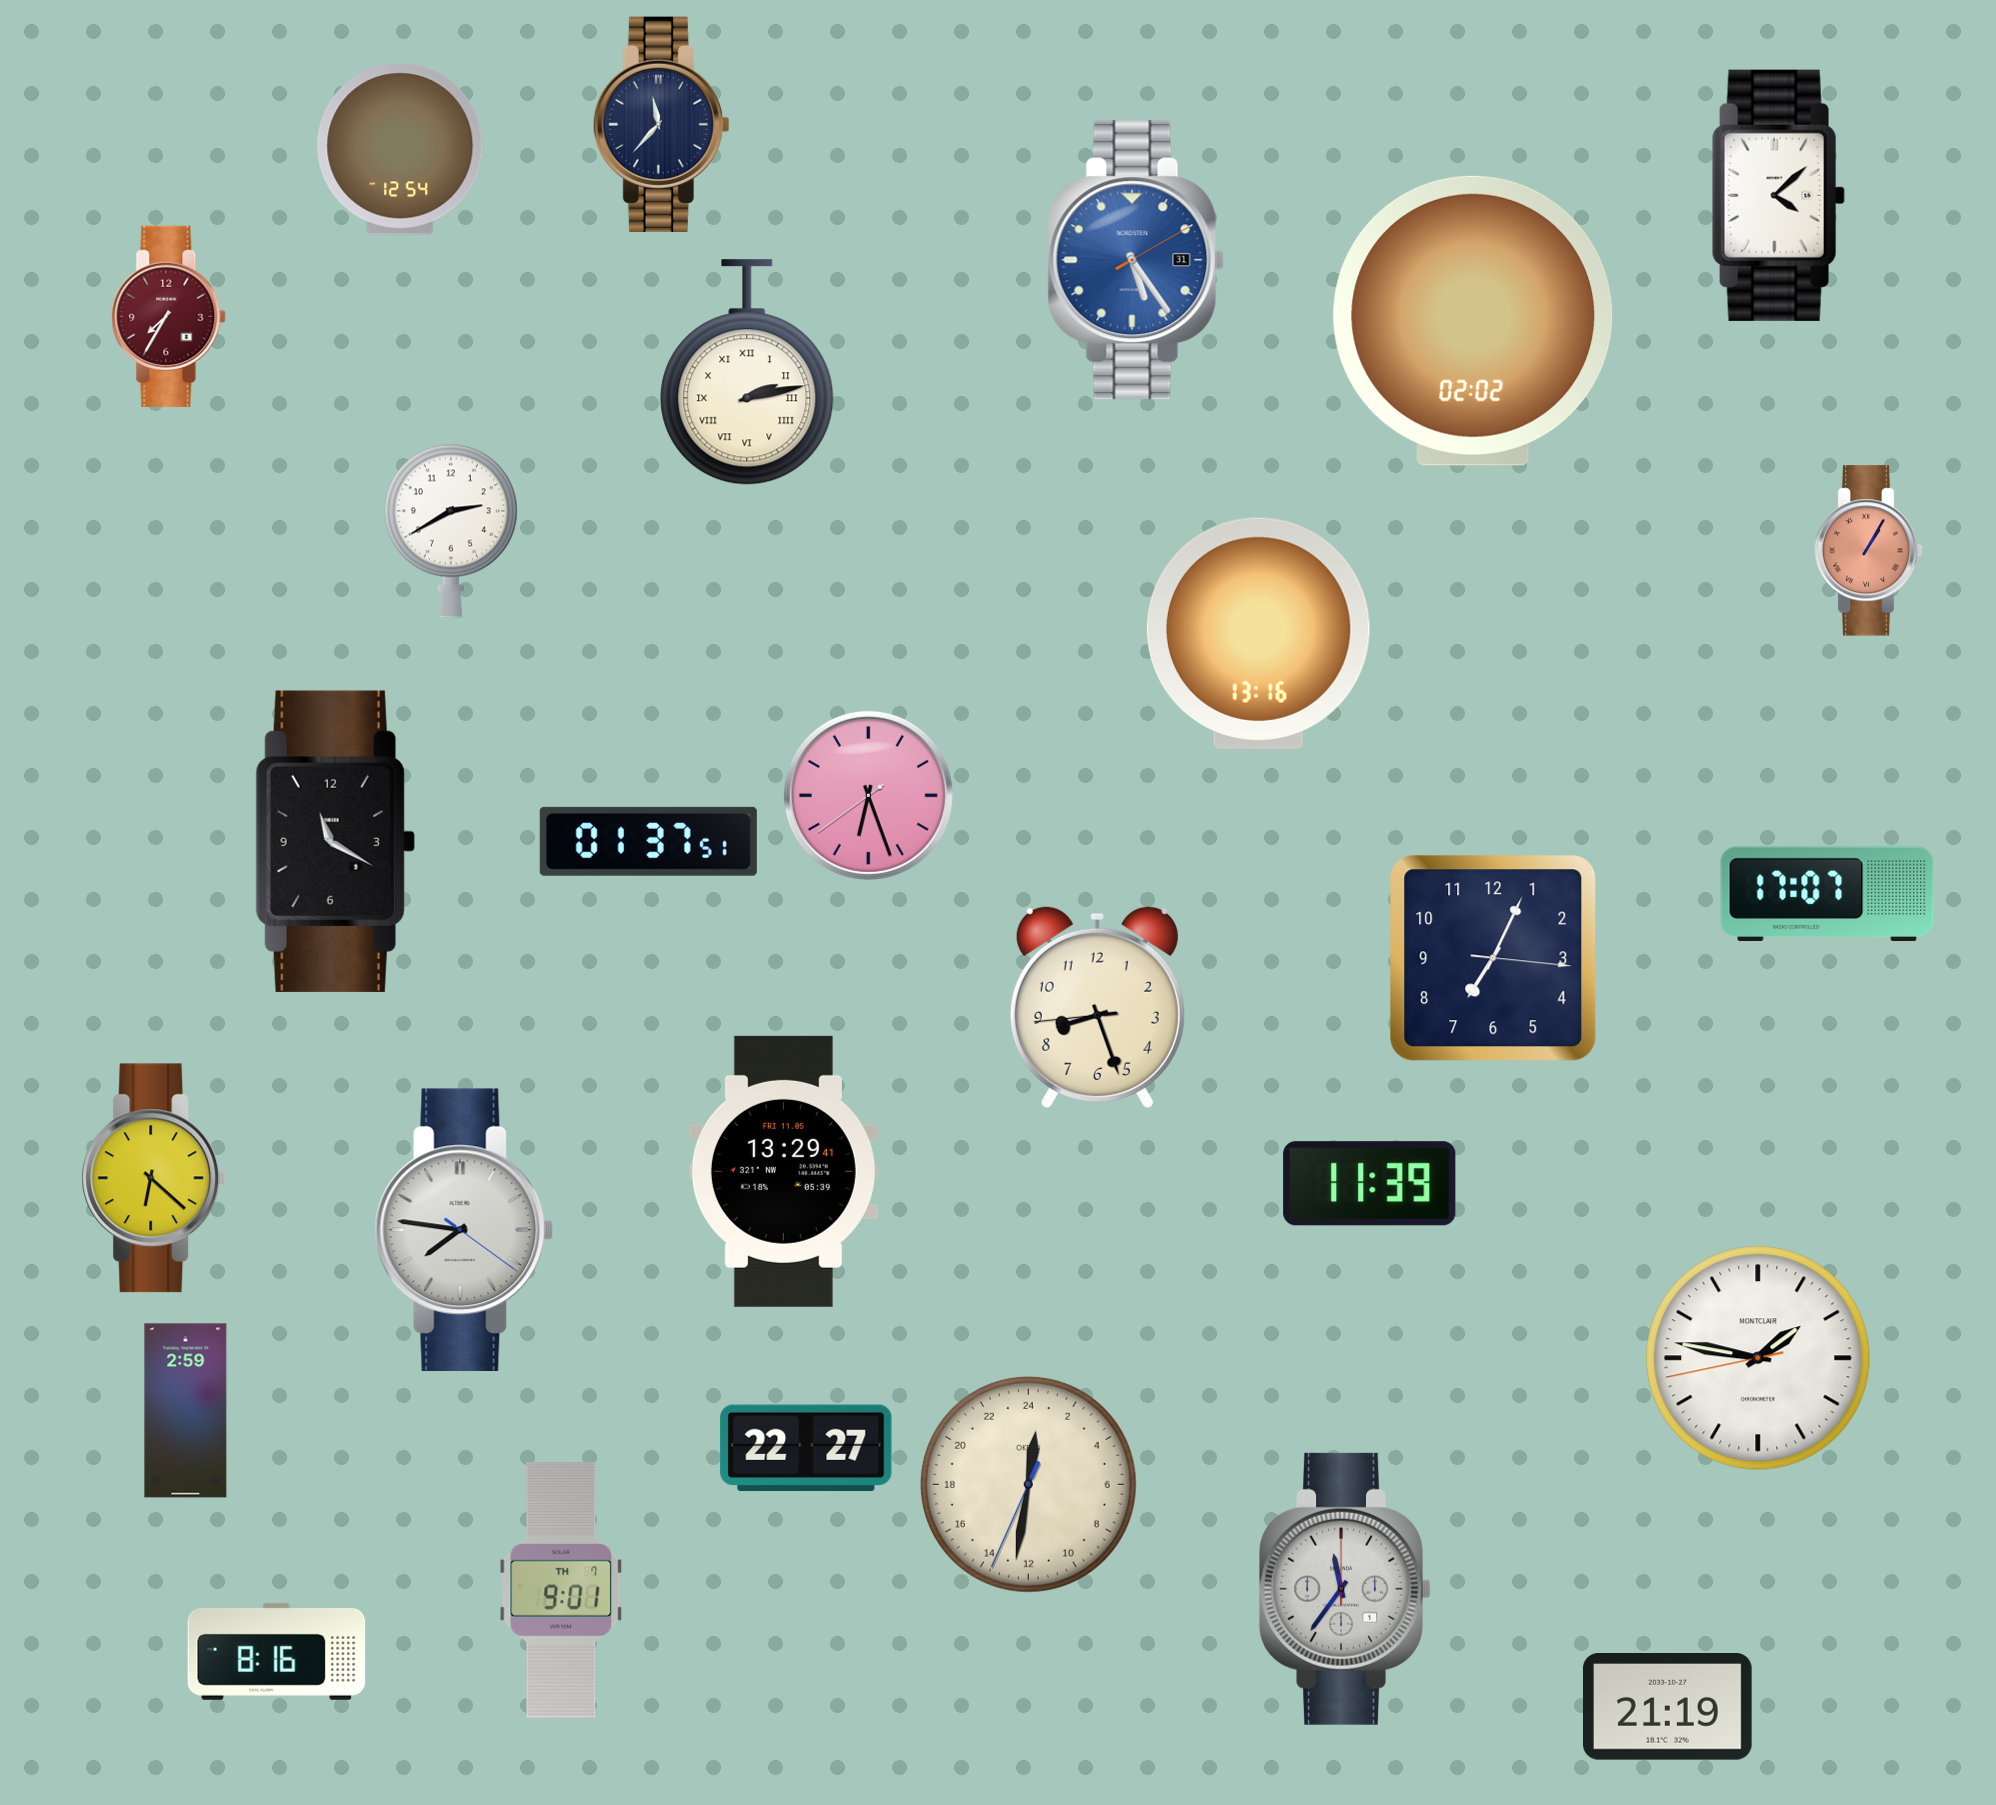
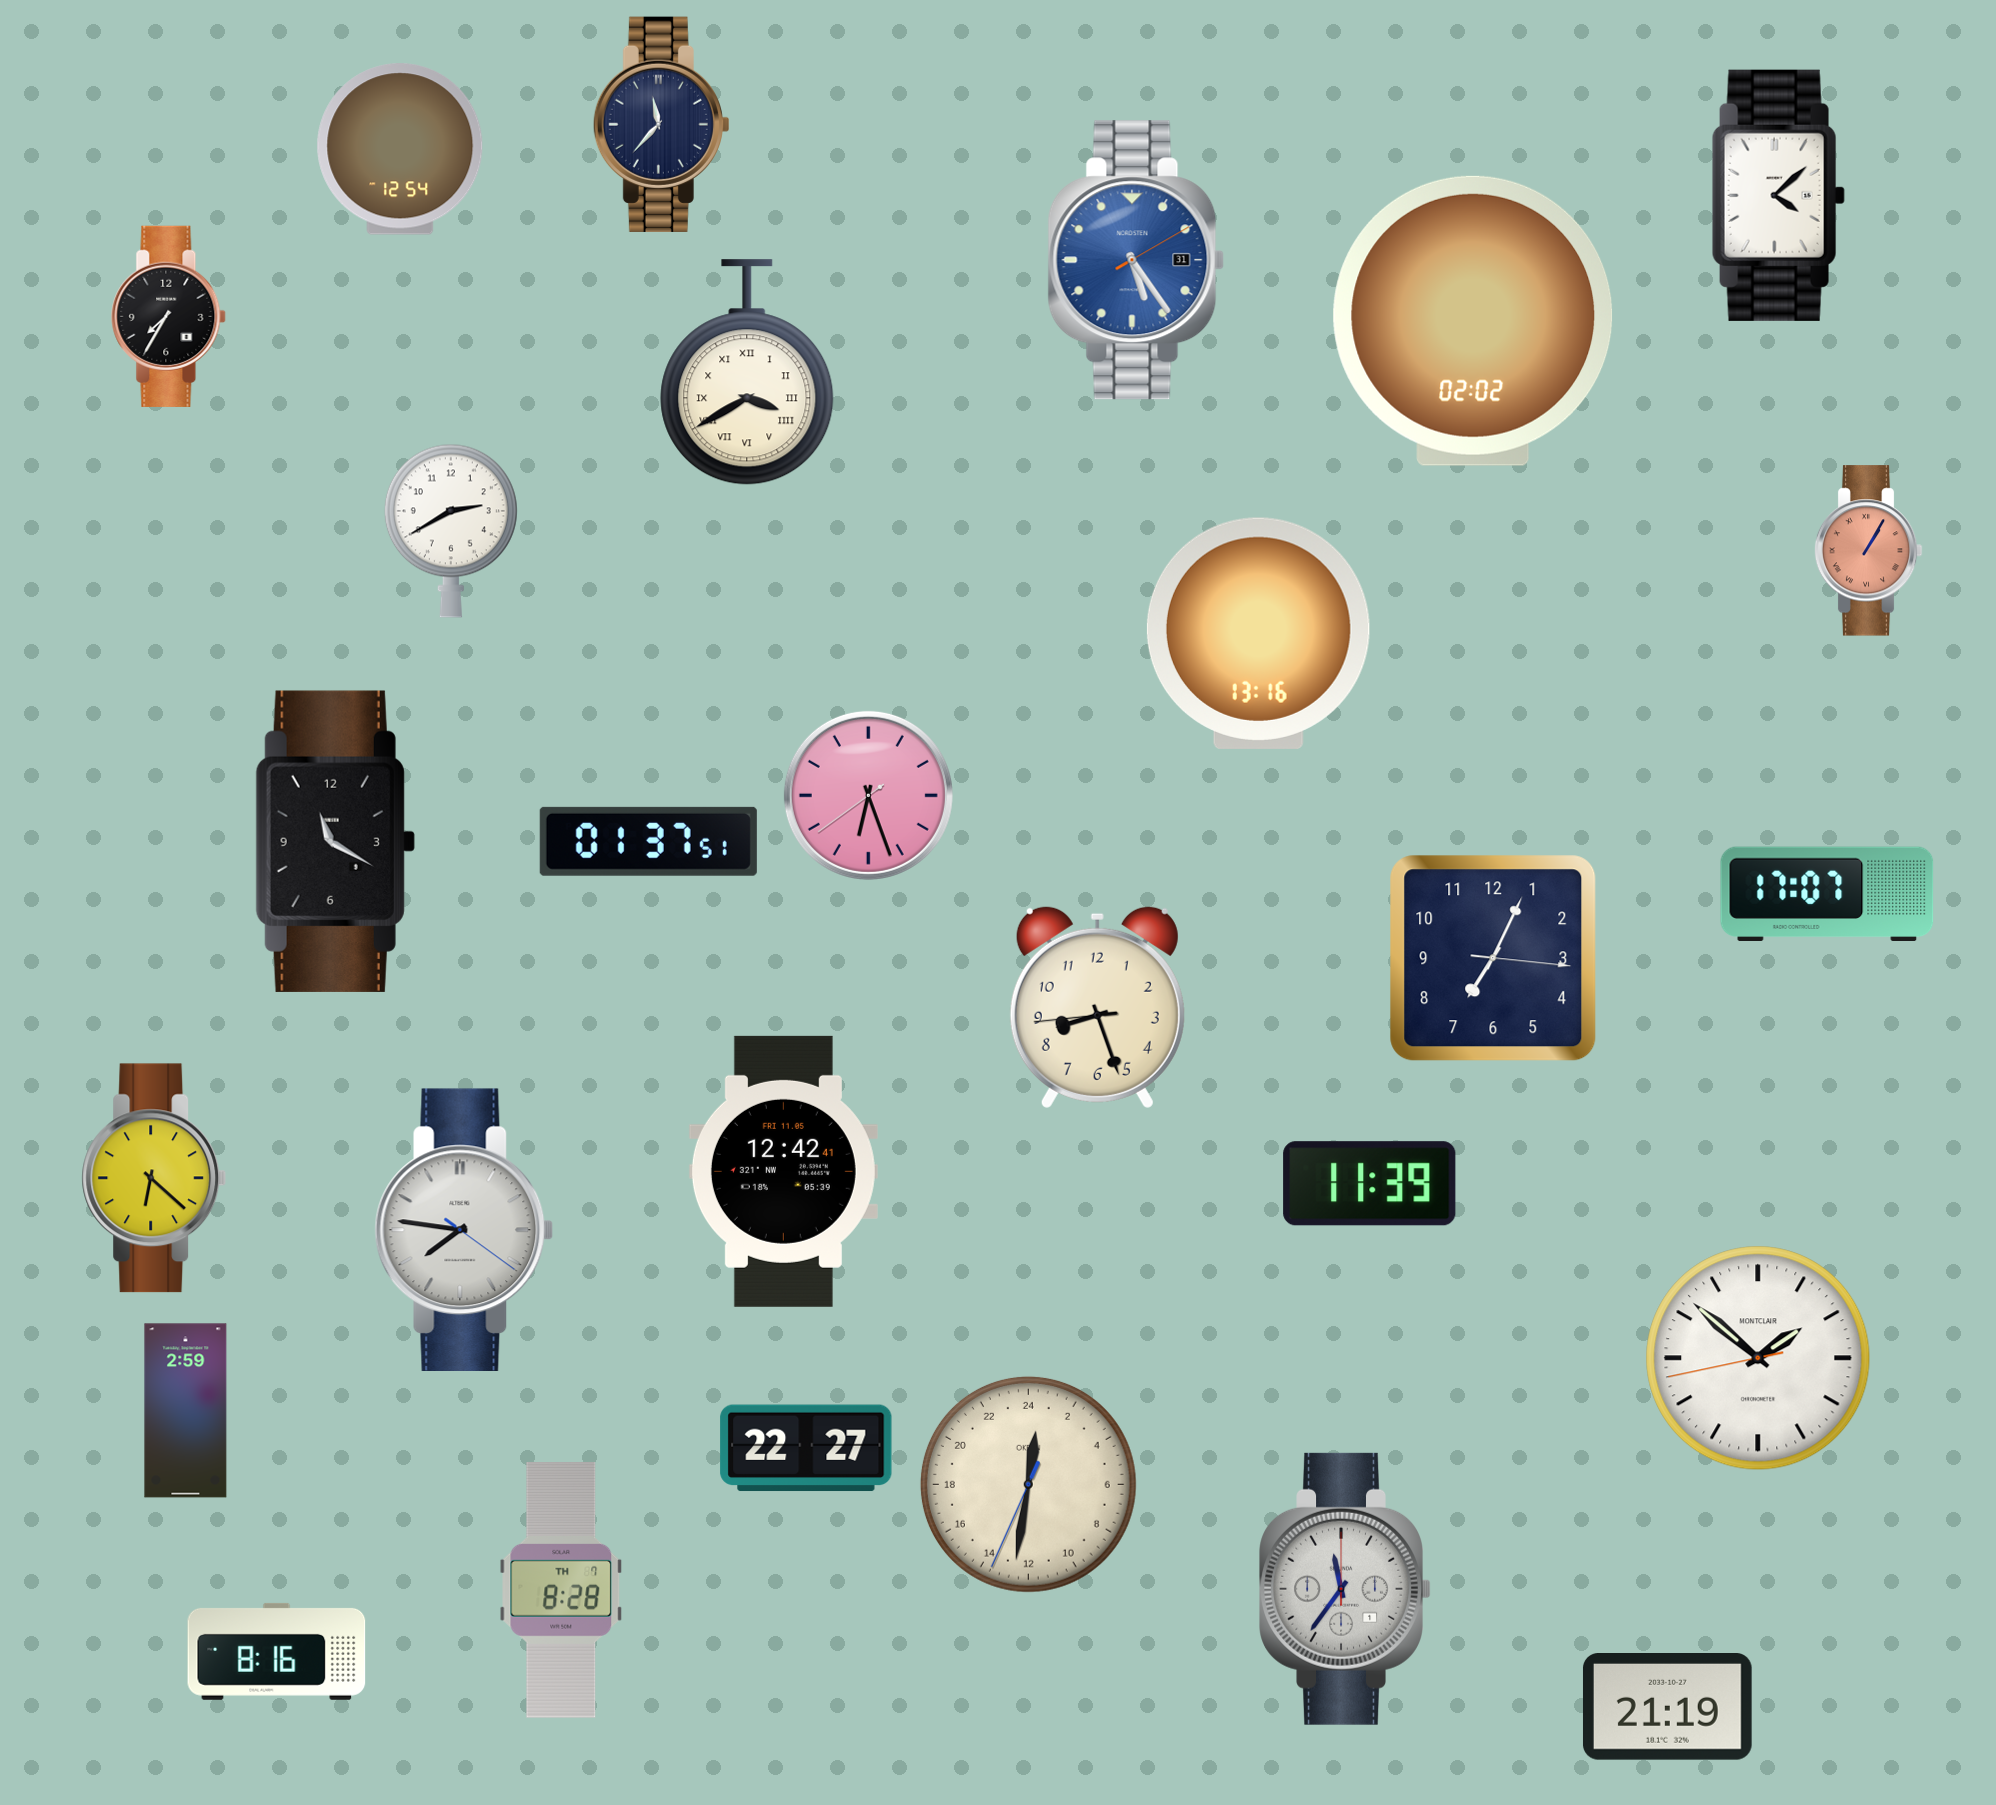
clock at (169, 316) dial: burgundy -> black
clock at (747, 372): 2:13 -> 3:40
clock at (783, 1171): 13:29 -> 12:42
clock at (1758, 1358): 1:46 -> 1:51
clock at (561, 1590): 9:01 -> 8:28
